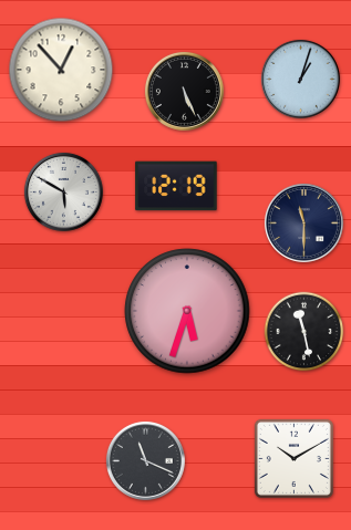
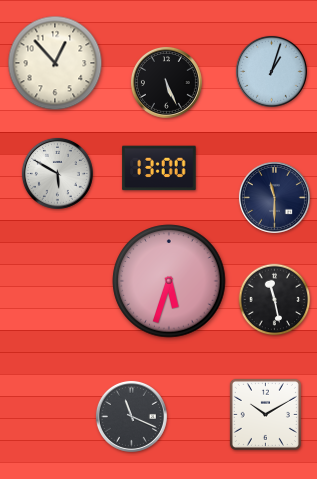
clock at (176, 186): 12:19 -> 13:00
clock at (303, 222) position: (303, 222) -> (274, 197)
